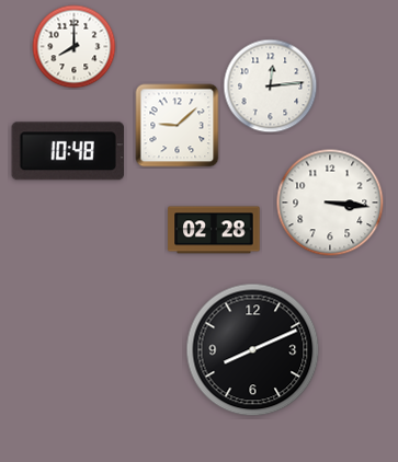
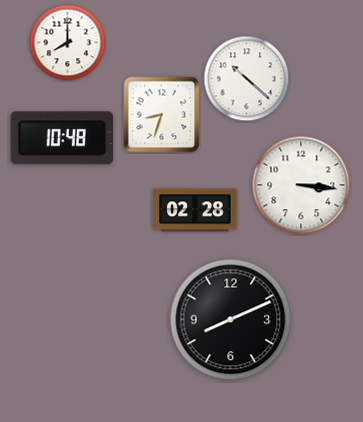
clock at (271, 86): 12:14 -> 10:22
clock at (178, 126): 9:08 -> 8:33
